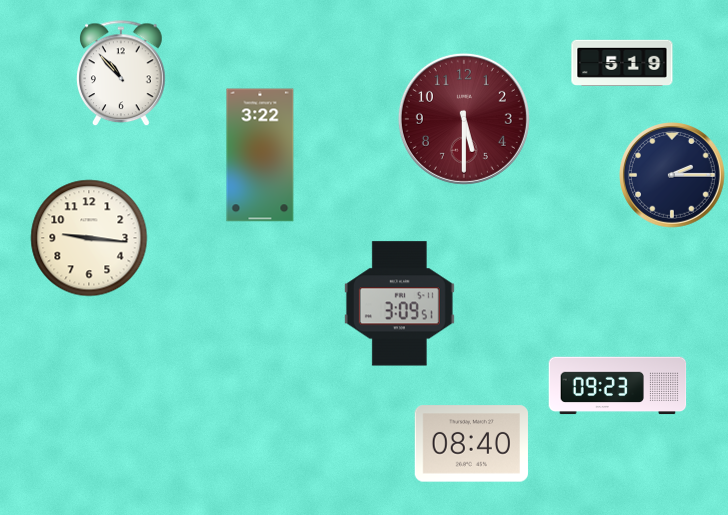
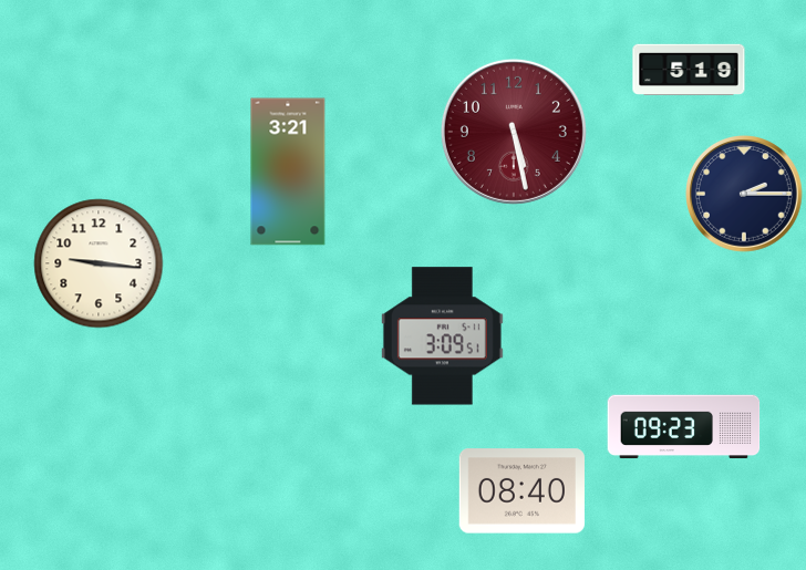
clock at (122, 74): 10:53 -> none
clock at (464, 119): 5:30 -> 5:28
clock at (260, 155): 3:22 -> 3:21
